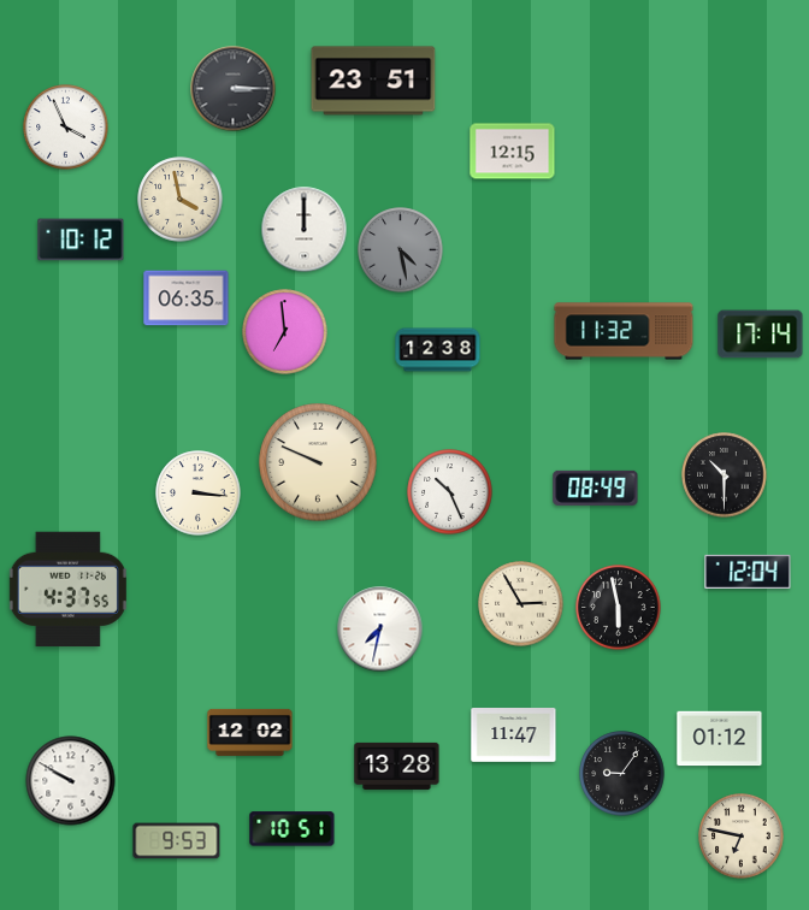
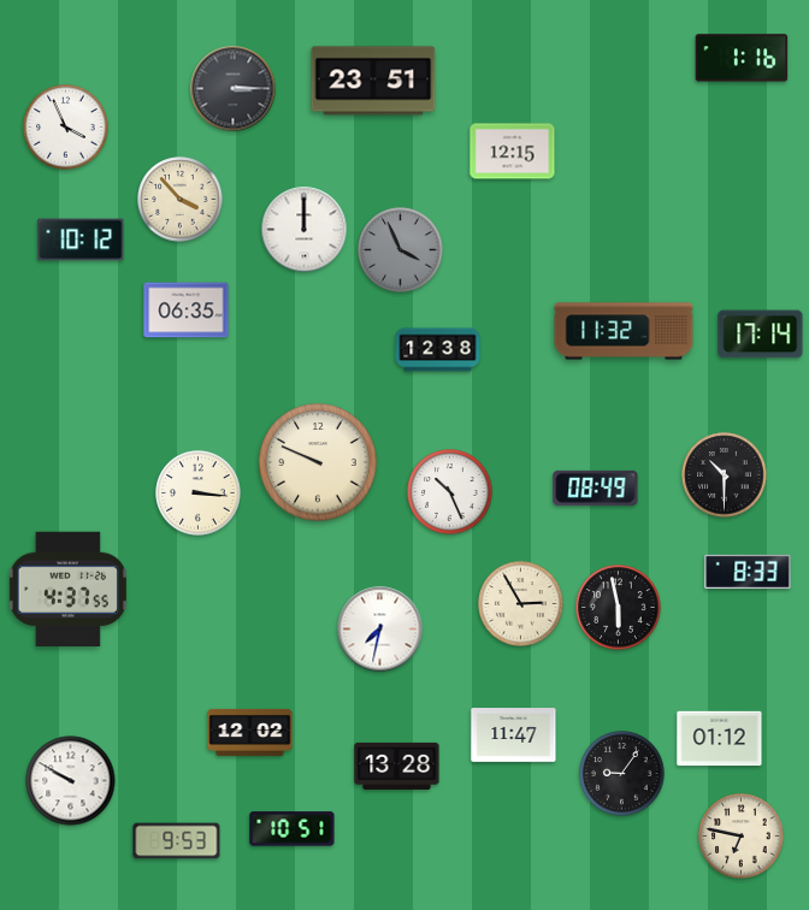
clock at (742, 58): none -> 1:16
clock at (181, 200): 3:58 -> 3:53
clock at (401, 250): 4:28 -> 3:56
clock at (187, 299) position: (187, 299) -> (187, 311)
clock at (285, 332): 6:59 -> none
clock at (748, 572): 12:04 -> 8:33
